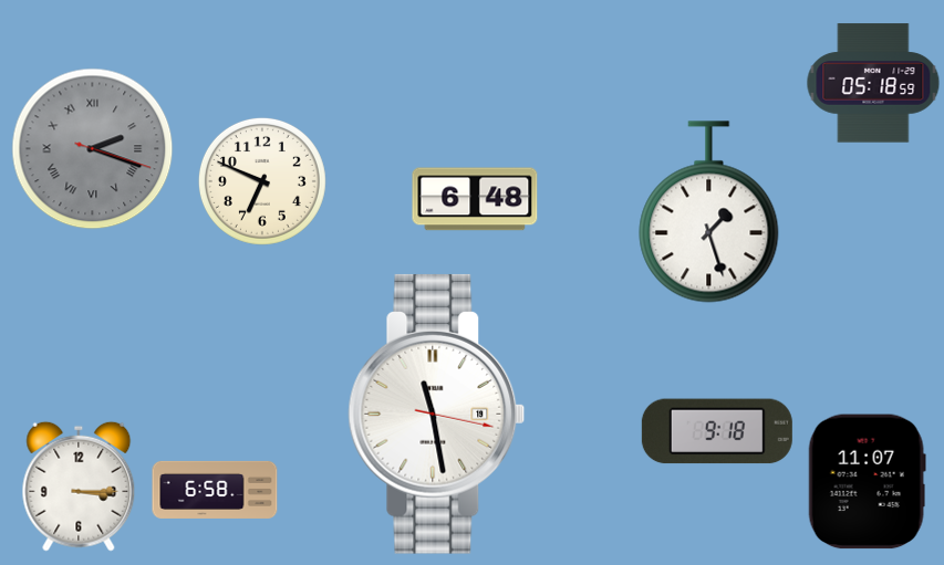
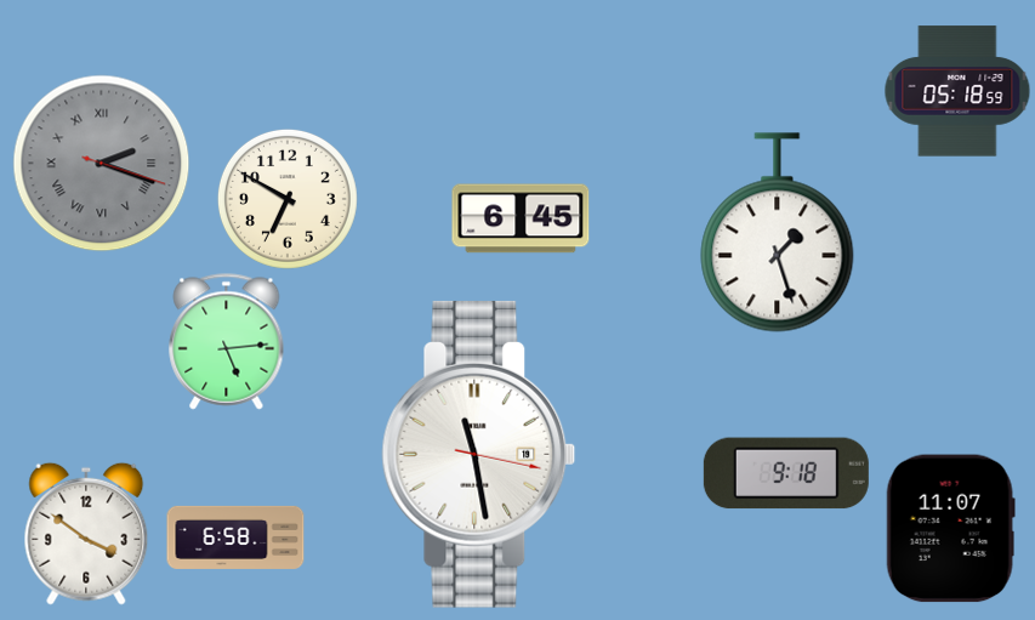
clock at (262, 181): 6:49 -> 6:50
clock at (475, 199): 6:48 -> 6:45
clock at (227, 342): none -> 5:14
clock at (79, 486): 3:15 -> 3:51
